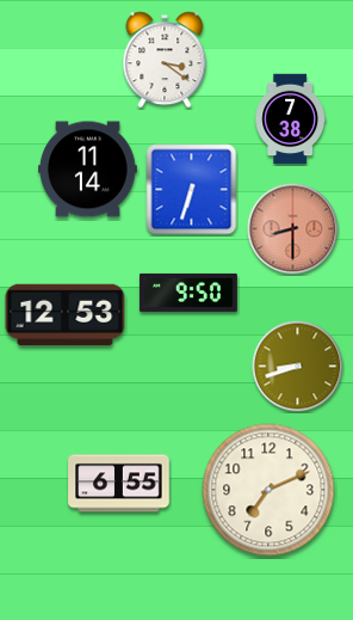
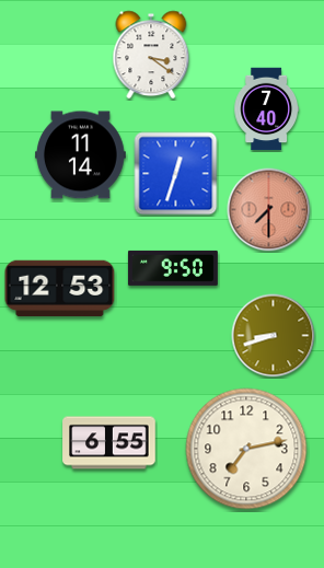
clock at (290, 119): 7:38 -> 7:40
clock at (192, 190): 6:33 -> 12:33
clock at (293, 229): 8:30 -> 7:30
clock at (268, 490): 7:11 -> 7:13
